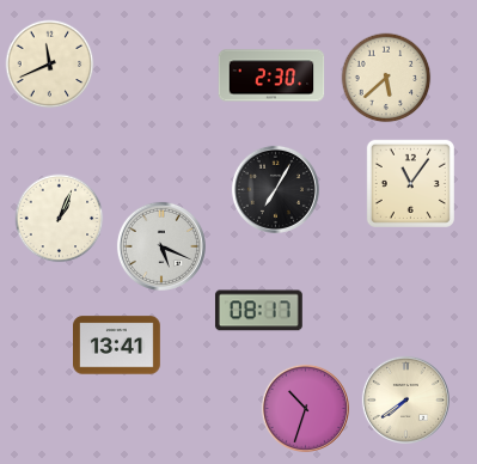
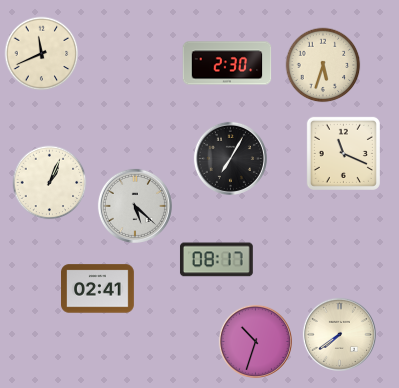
clock at (386, 78): 5:38 -> 5:33
clock at (410, 183): 11:06 -> 11:19
clock at (161, 246): 5:19 -> 5:22
clock at (117, 346): 13:41 -> 02:41
